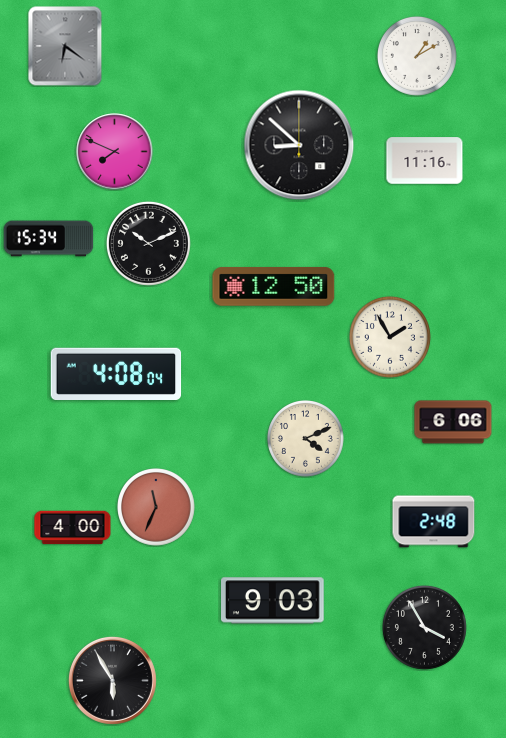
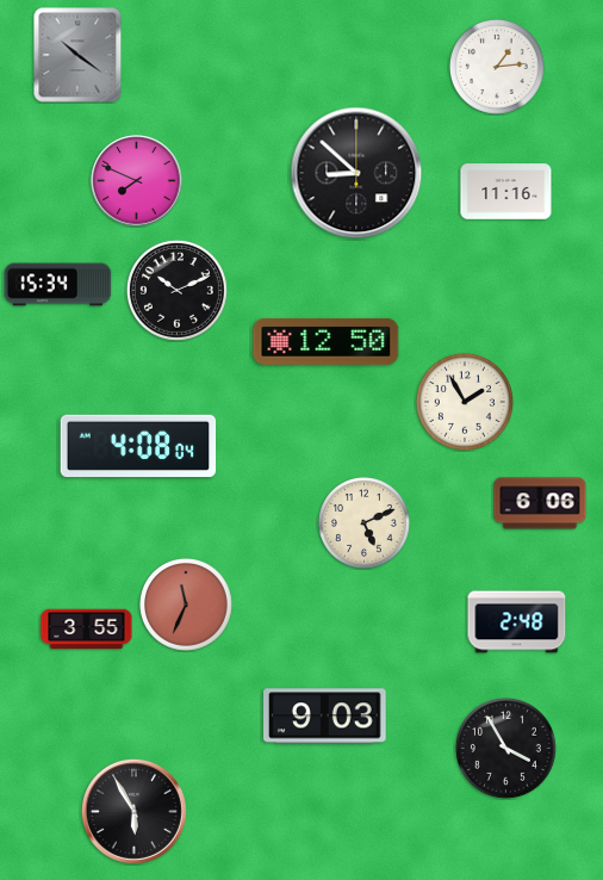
clock at (65, 46): 6:21 -> 10:21
clock at (417, 56): 1:10 -> 1:14
clock at (306, 439): 4:11 -> 5:11
clock at (73, 528): 4:00 -> 3:55
